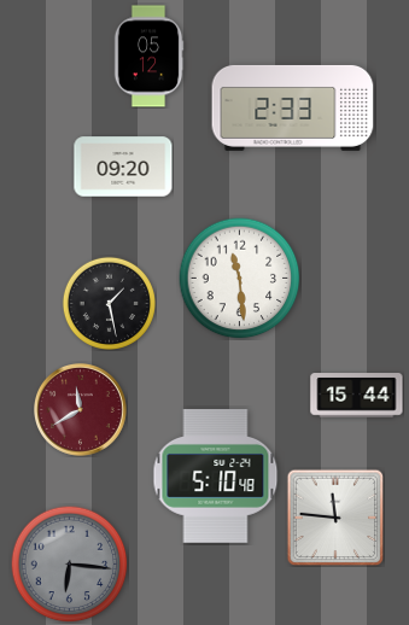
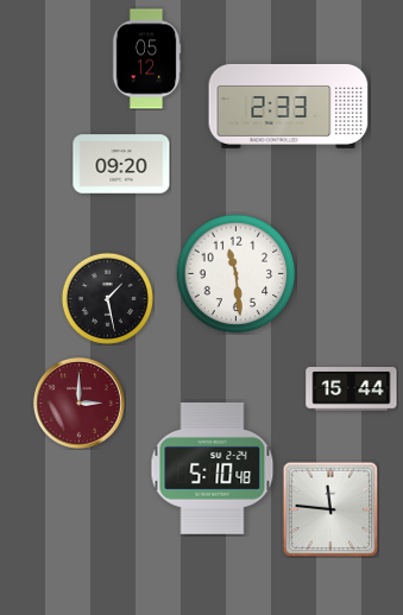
clock at (148, 57) position: (148, 57) -> (146, 59)
clock at (81, 410): 11:40 -> 3:00
clock at (69, 563): 6:16 -> none
